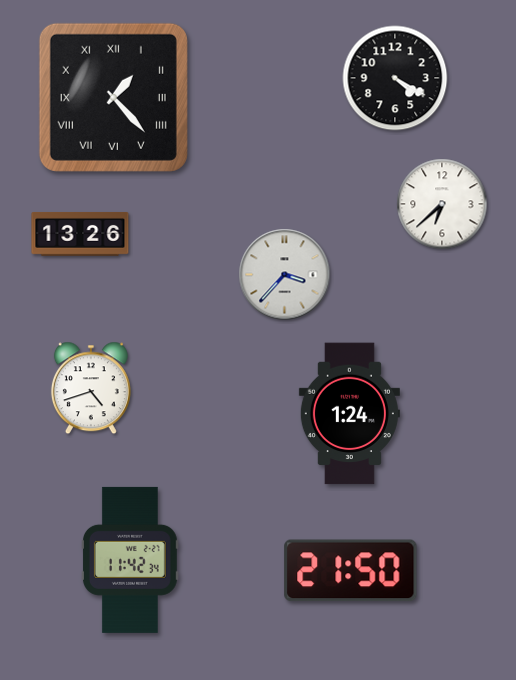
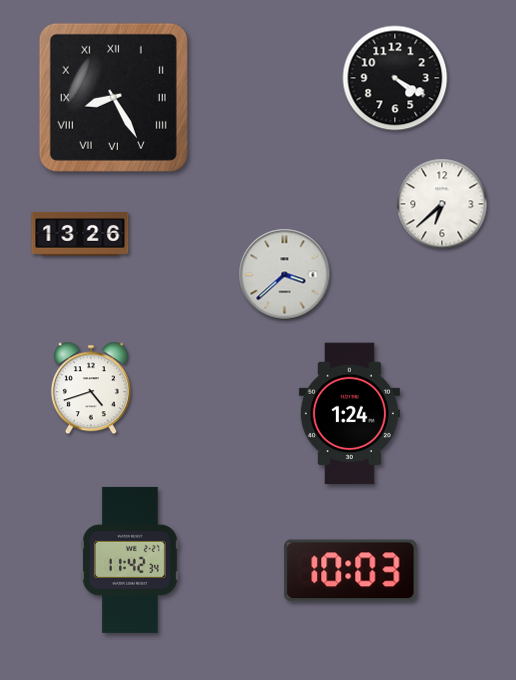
clock at (113, 97): 1:23 -> 8:25
clock at (285, 275): 3:37 -> 3:38
clock at (351, 571): 21:50 -> 10:03
